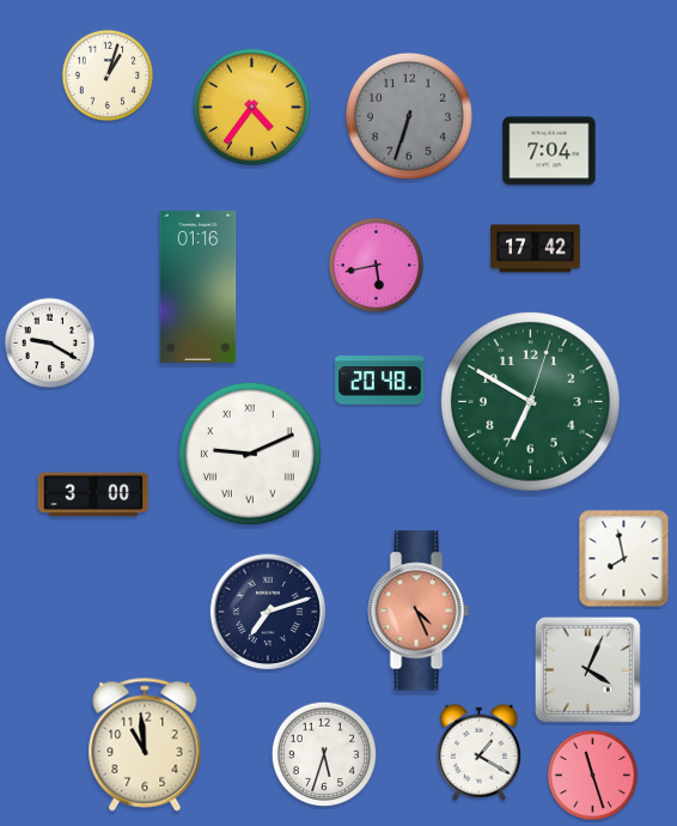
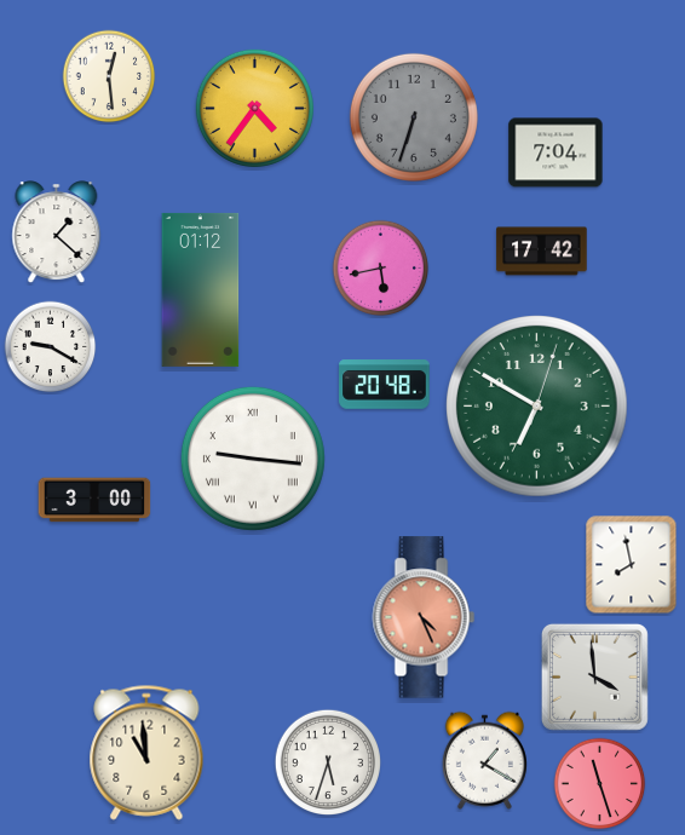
clock at (108, 75): 1:03 -> 12:29
clock at (57, 232): none -> 1:22
clock at (199, 286): 01:16 -> 01:12
clock at (250, 454): 9:11 -> 9:16
clock at (268, 612): 7:12 -> none
clock at (587, 669): 4:04 -> 3:59
